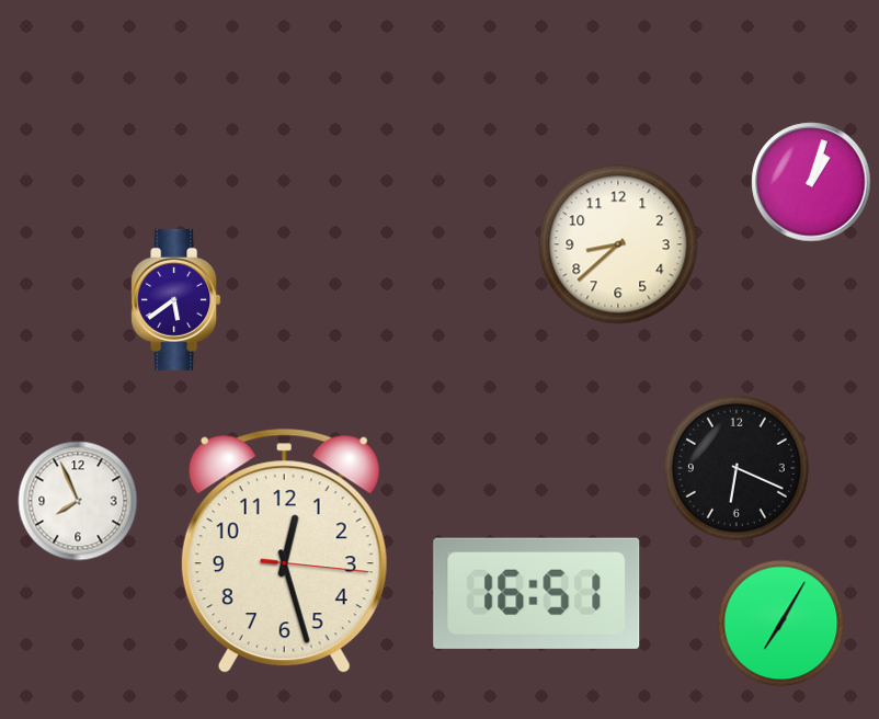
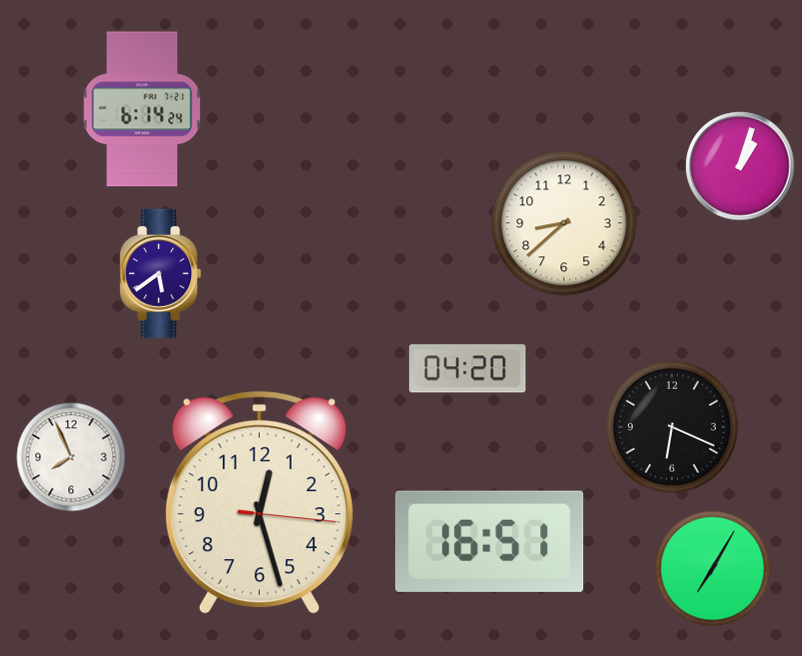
clock at (142, 109): none -> 6:14
clock at (468, 369): none -> 04:20
